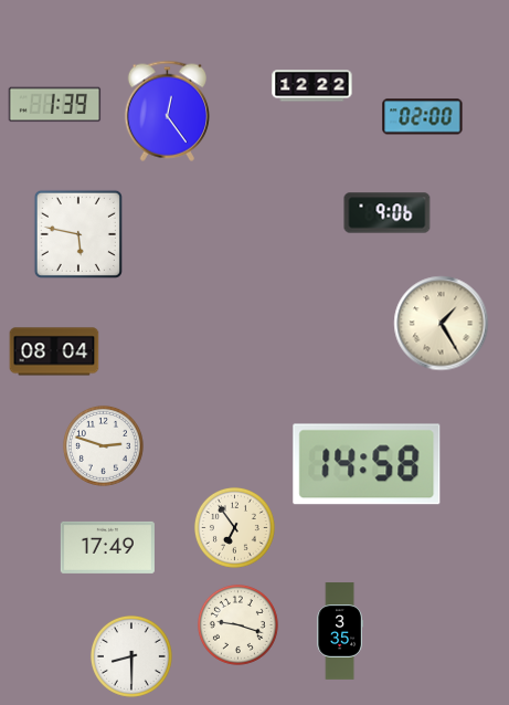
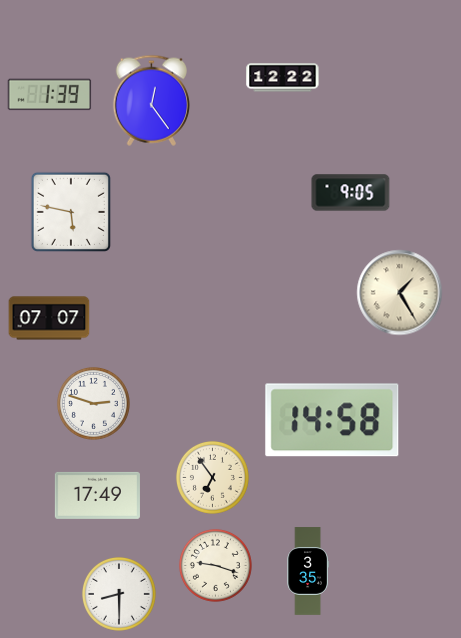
clock at (423, 117): 02:00 -> none
clock at (388, 213): 9:06 -> 9:05
clock at (54, 351): 08:04 -> 07:07
